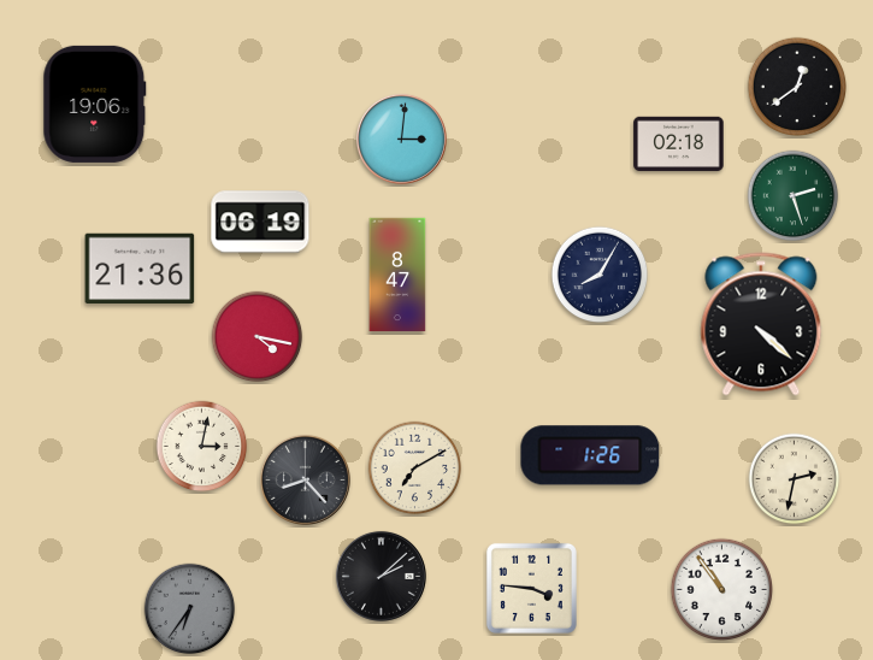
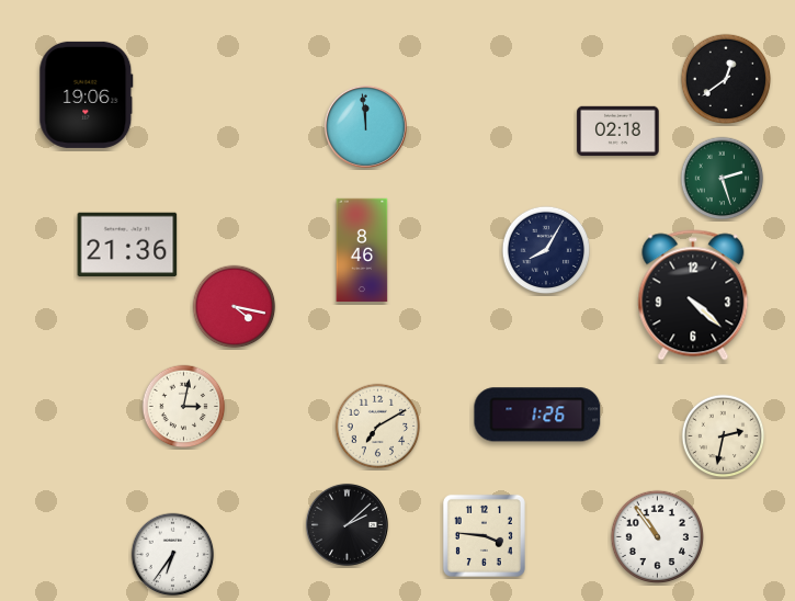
clock at (401, 139): 3:01 -> 11:59
clock at (260, 222): 06:19 -> none
clock at (397, 275): 8:47 -> 8:46
clock at (305, 479): 8:23 -> none
clock at (190, 609) dial: grey -> white
